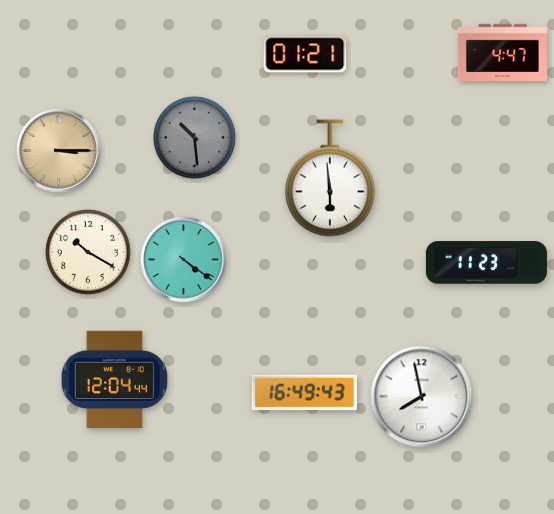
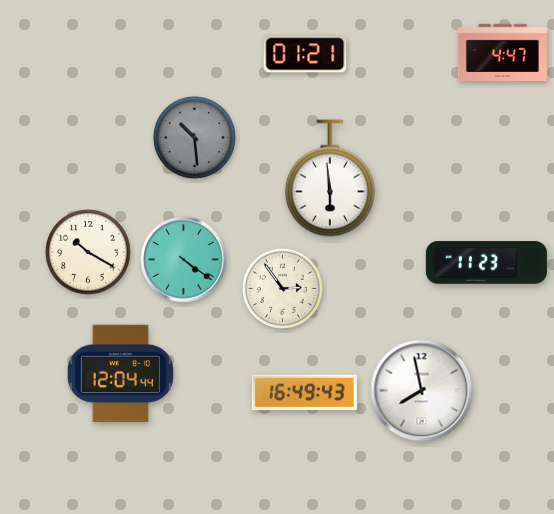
clock at (59, 151): 3:15 -> none
clock at (282, 288): none -> 2:54
clock at (114, 380) position: (114, 380) -> (120, 374)
clock at (422, 397) position: (422, 397) -> (422, 391)
